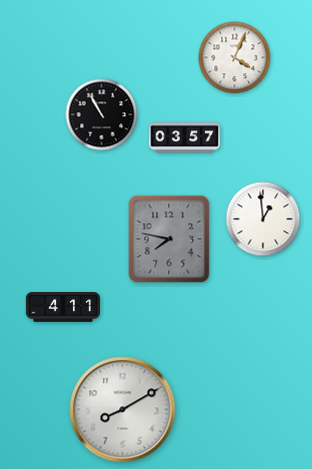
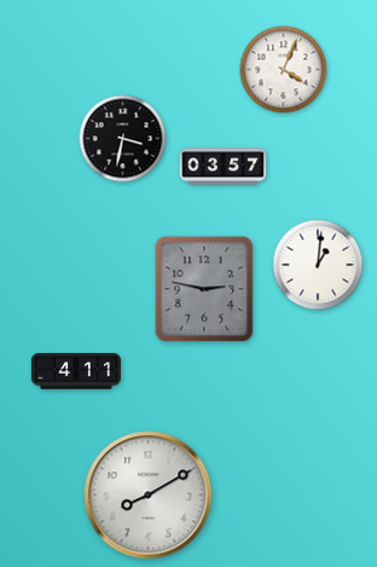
clock at (102, 115): 10:55 -> 3:32
clock at (263, 219): 12:59 -> 1:01
clock at (169, 239): 7:47 -> 2:47
